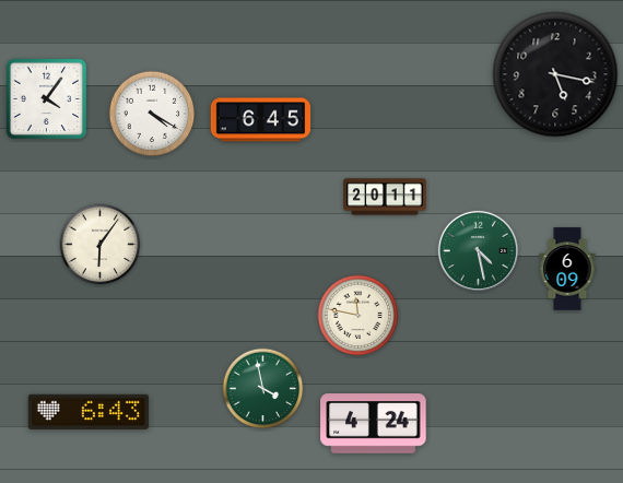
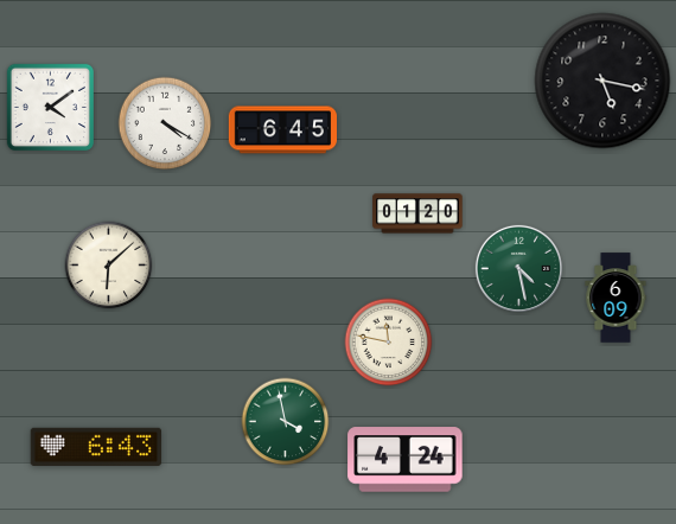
clock at (46, 98): 4:06 -> 4:09
clock at (385, 197): 20:11 -> 01:20
clock at (101, 245): 6:06 -> 6:08
clock at (478, 250) position: (478, 250) -> (518, 268)
clock at (567, 269) position: (567, 269) -> (616, 298)
